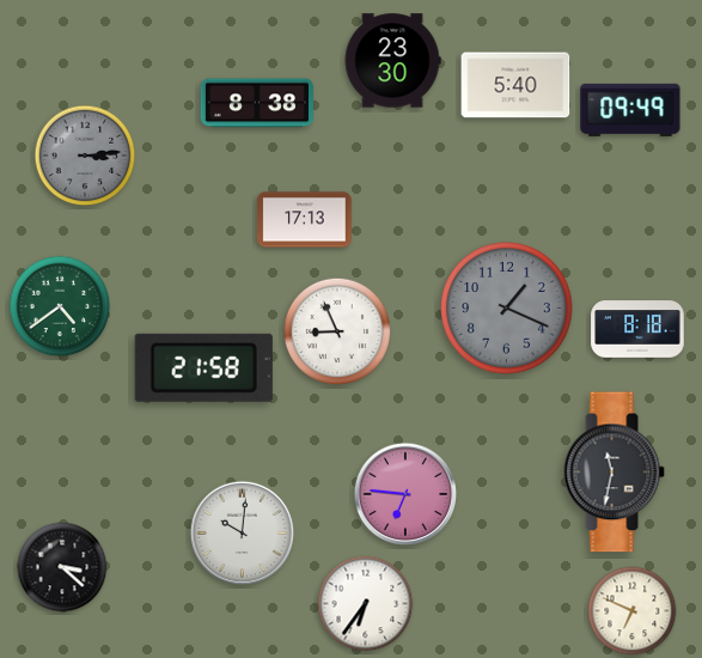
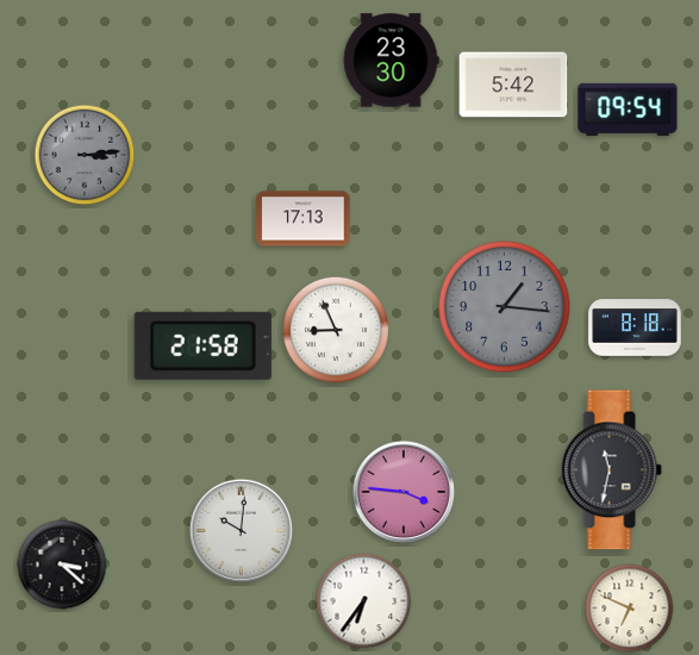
clock at (515, 85): 5:40 -> 5:42
clock at (256, 103): 8:38 -> none
clock at (630, 110): 09:49 -> 09:54
clock at (60, 306): 4:39 -> none
clock at (507, 309): 1:19 -> 1:16
clock at (203, 367) position: (203, 367) -> (202, 345)
clock at (405, 494): 6:46 -> 3:46
